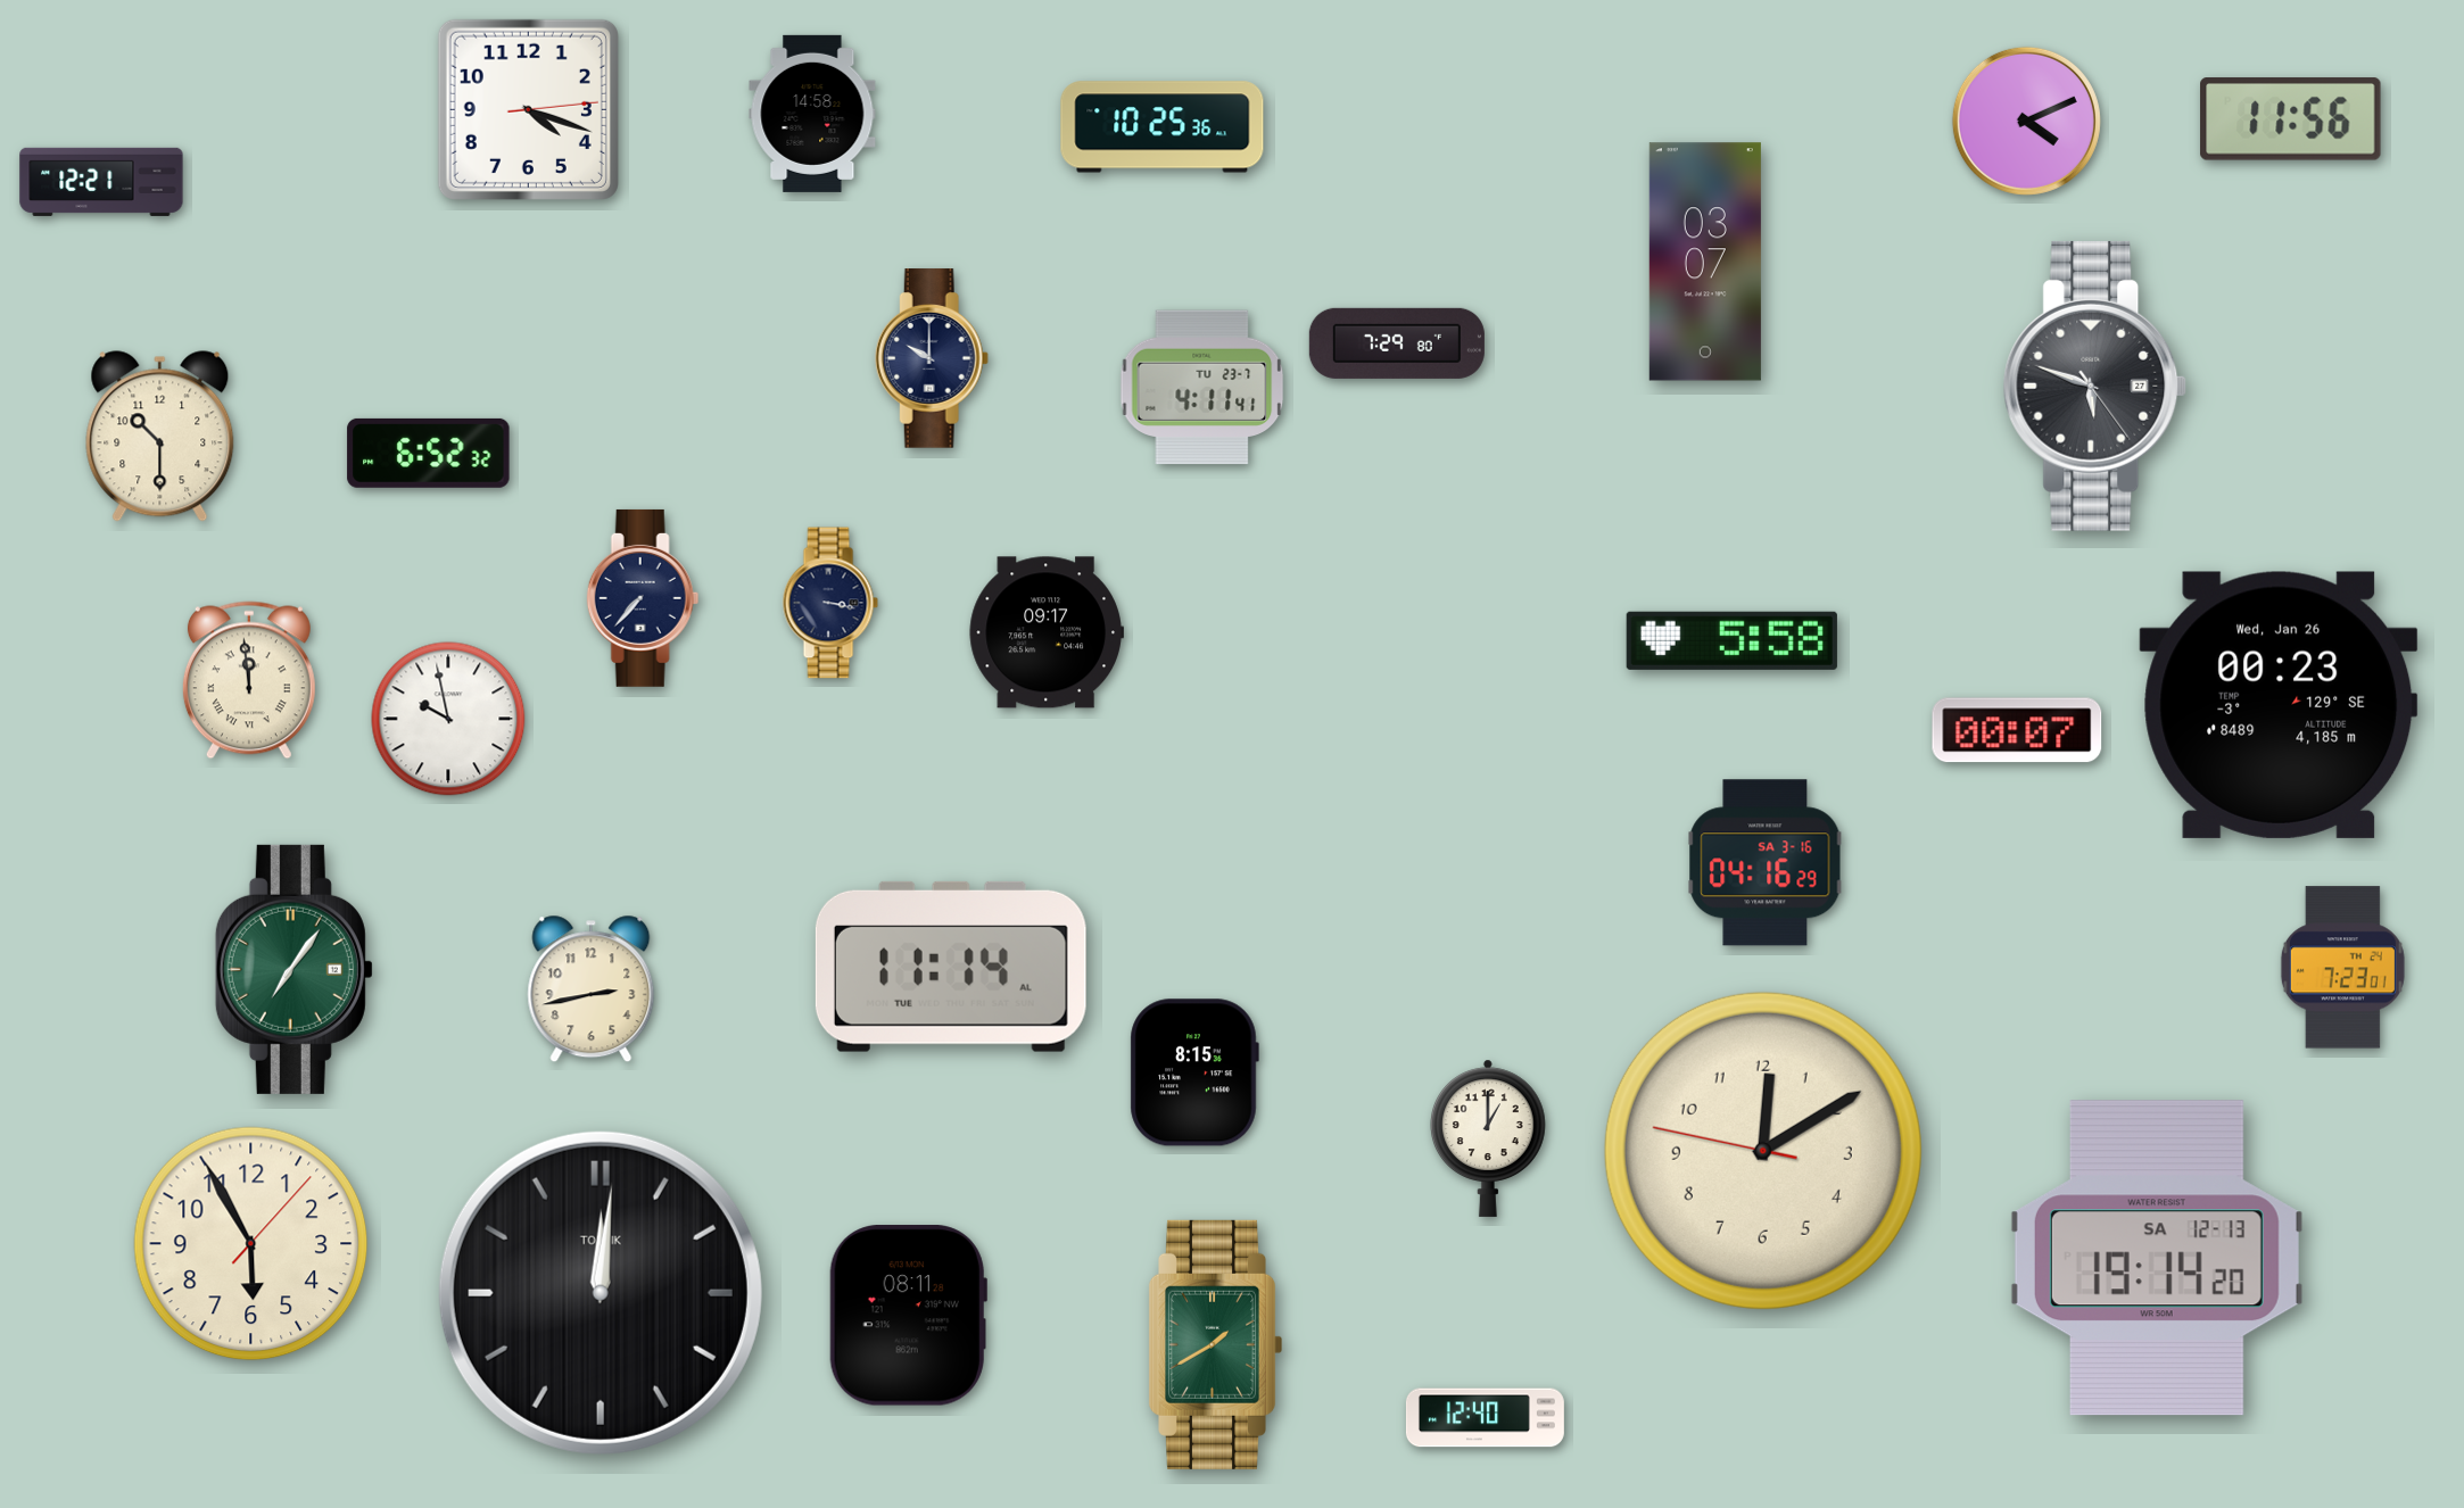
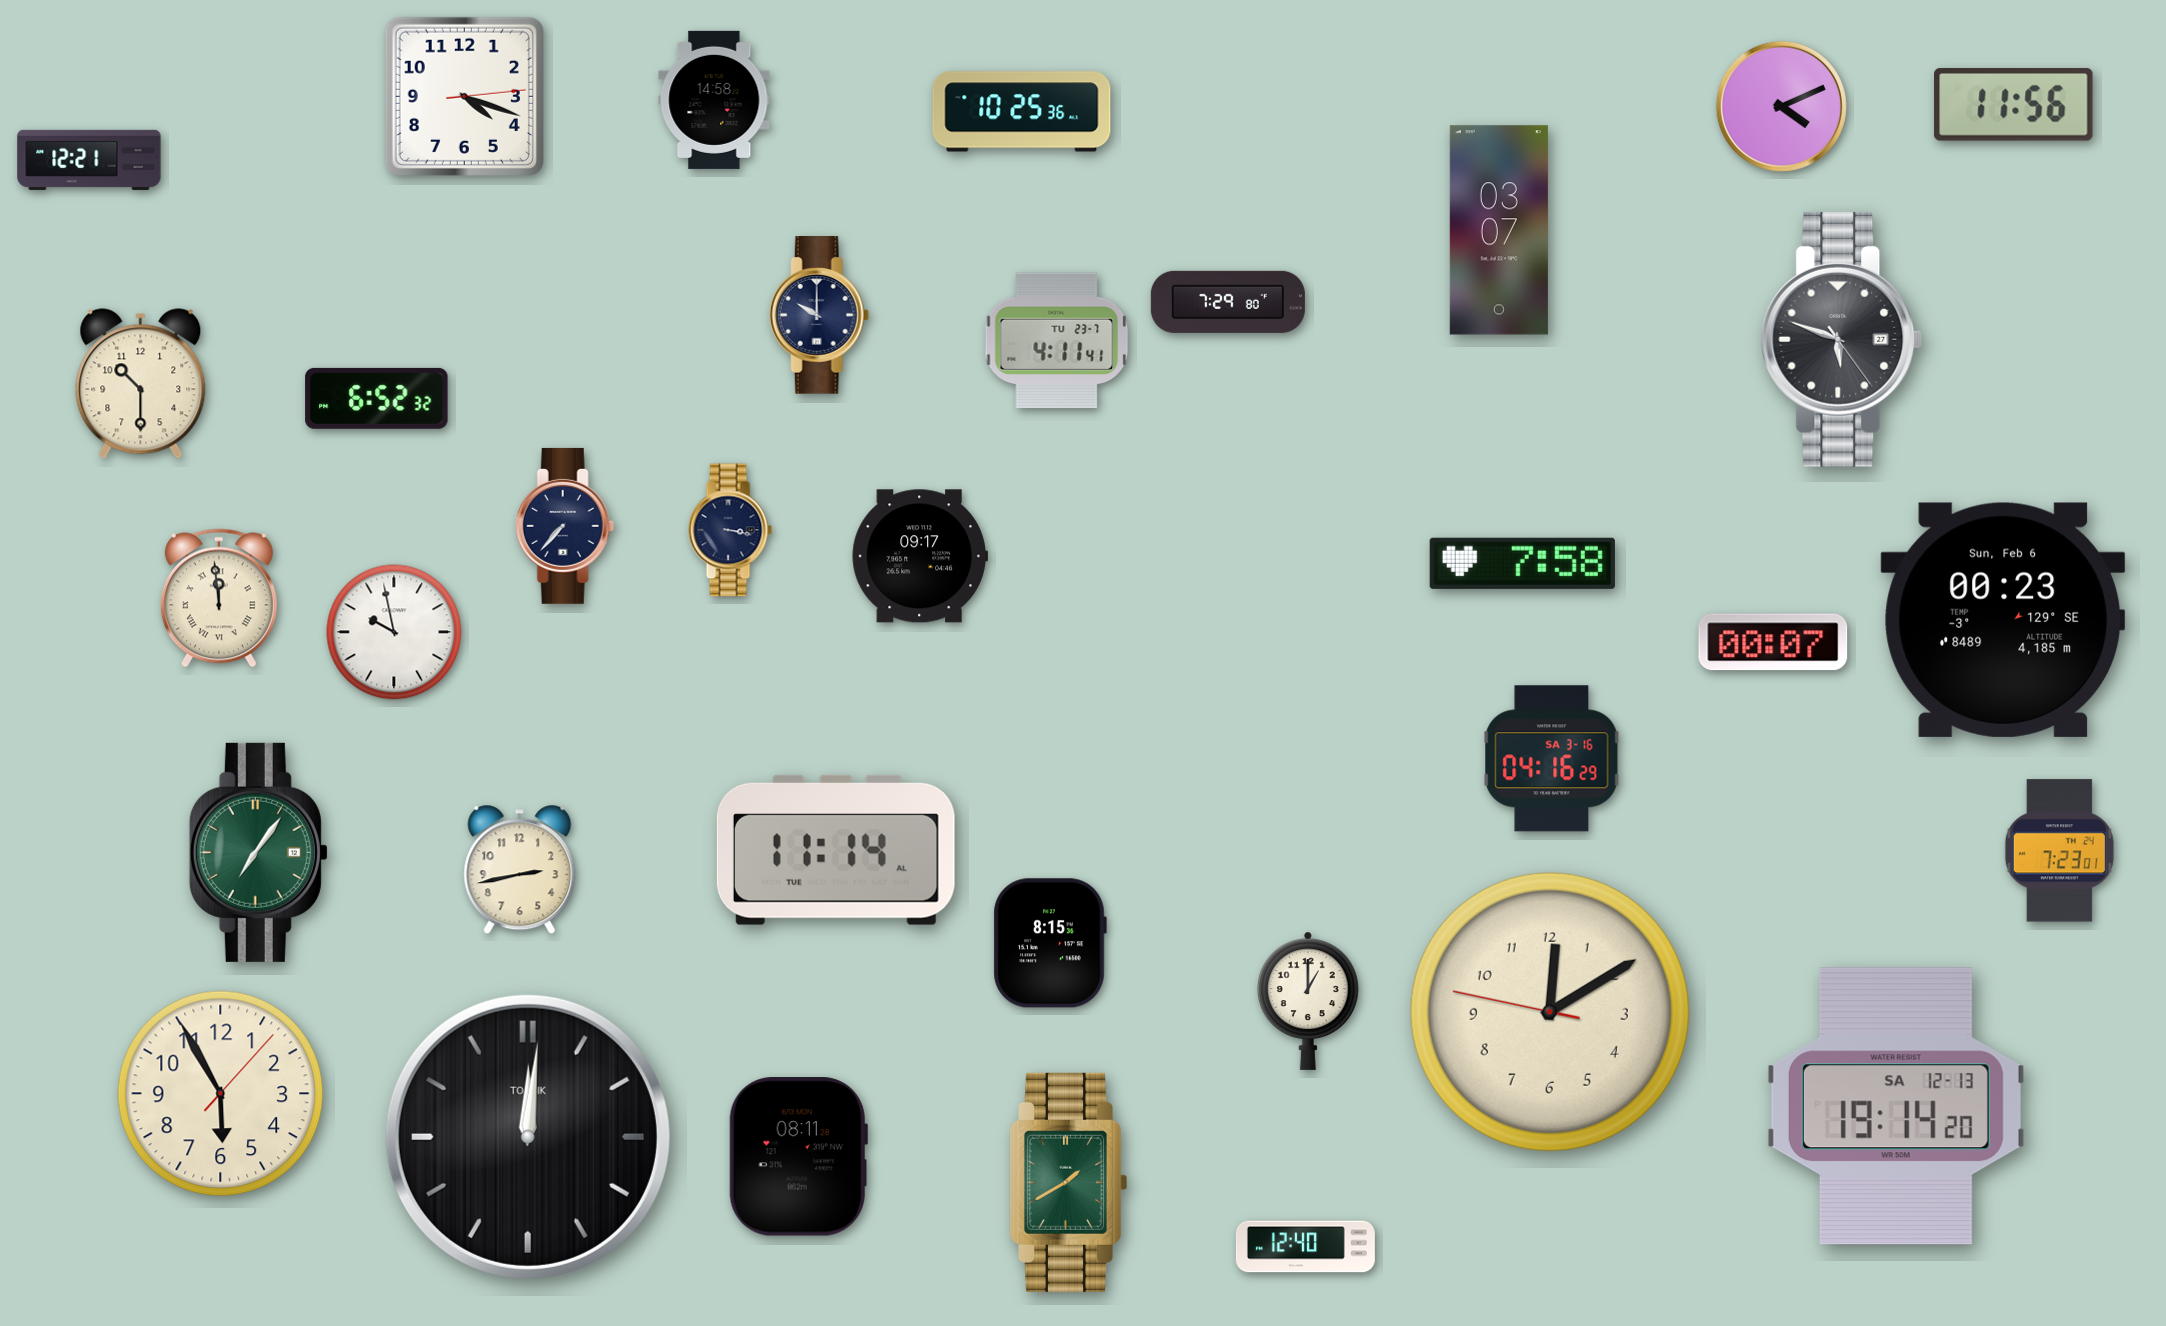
clock at (1731, 640): 5:58 -> 7:58
clock at (2279, 705) date: Wed, Jan 26 -> Sun, Feb 6
